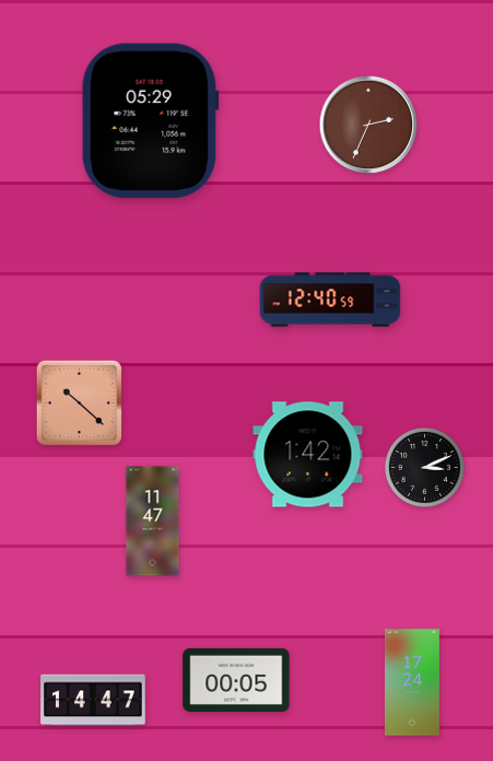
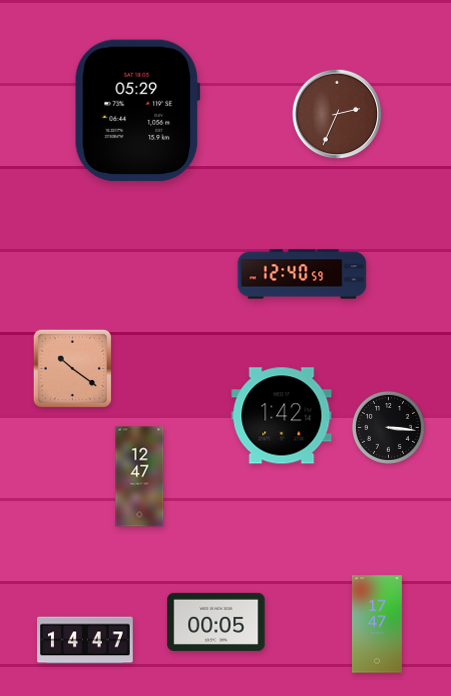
clock at (79, 402): 10:22 -> 10:21
clock at (424, 467): 3:11 -> 3:16
clock at (153, 522): 11:47 -> 12:47
clock at (412, 682): 17:24 -> 17:47
